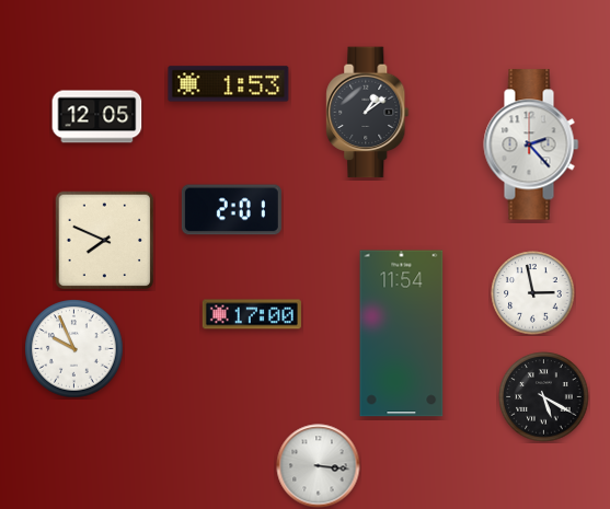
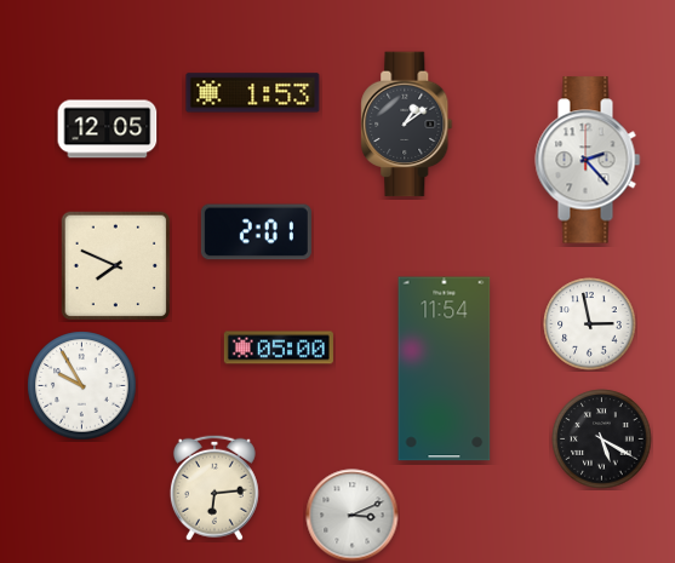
clock at (252, 314): 17:00 -> 05:00
clock at (74, 349): 9:56 -> 9:55
clock at (214, 488): none -> 6:14
clock at (319, 466): 3:16 -> 3:11
